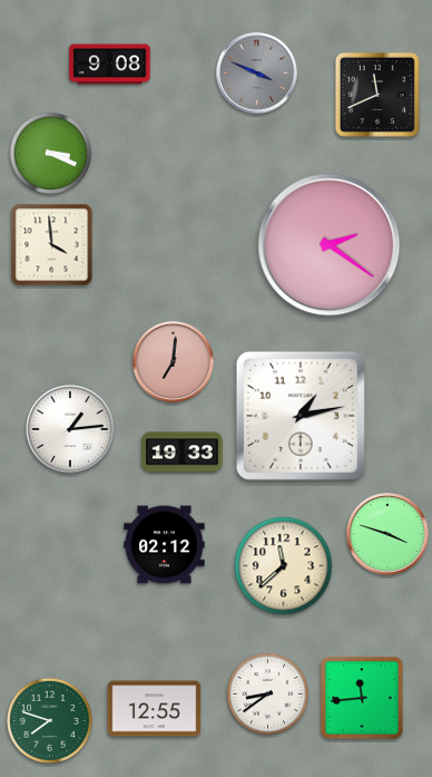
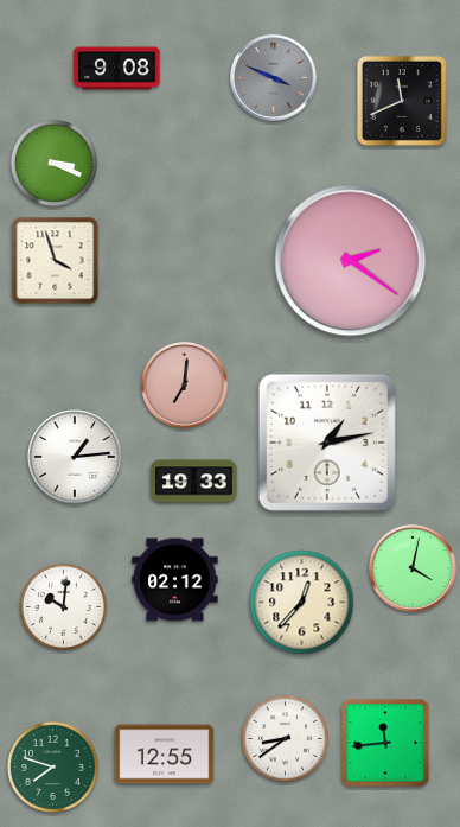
clock at (52, 245): 3:59 -> 3:57
clock at (301, 416) position: (301, 416) -> (327, 443)
clock at (387, 534): 3:48 -> 4:02
clock at (284, 566): 11:38 -> 12:37
clock at (63, 606): none -> 10:01
